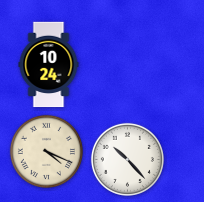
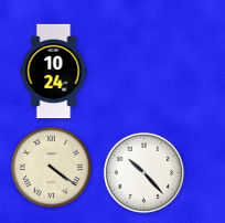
clock at (46, 151): 4:19 -> 4:21
clock at (127, 159) position: (127, 159) -> (143, 172)
